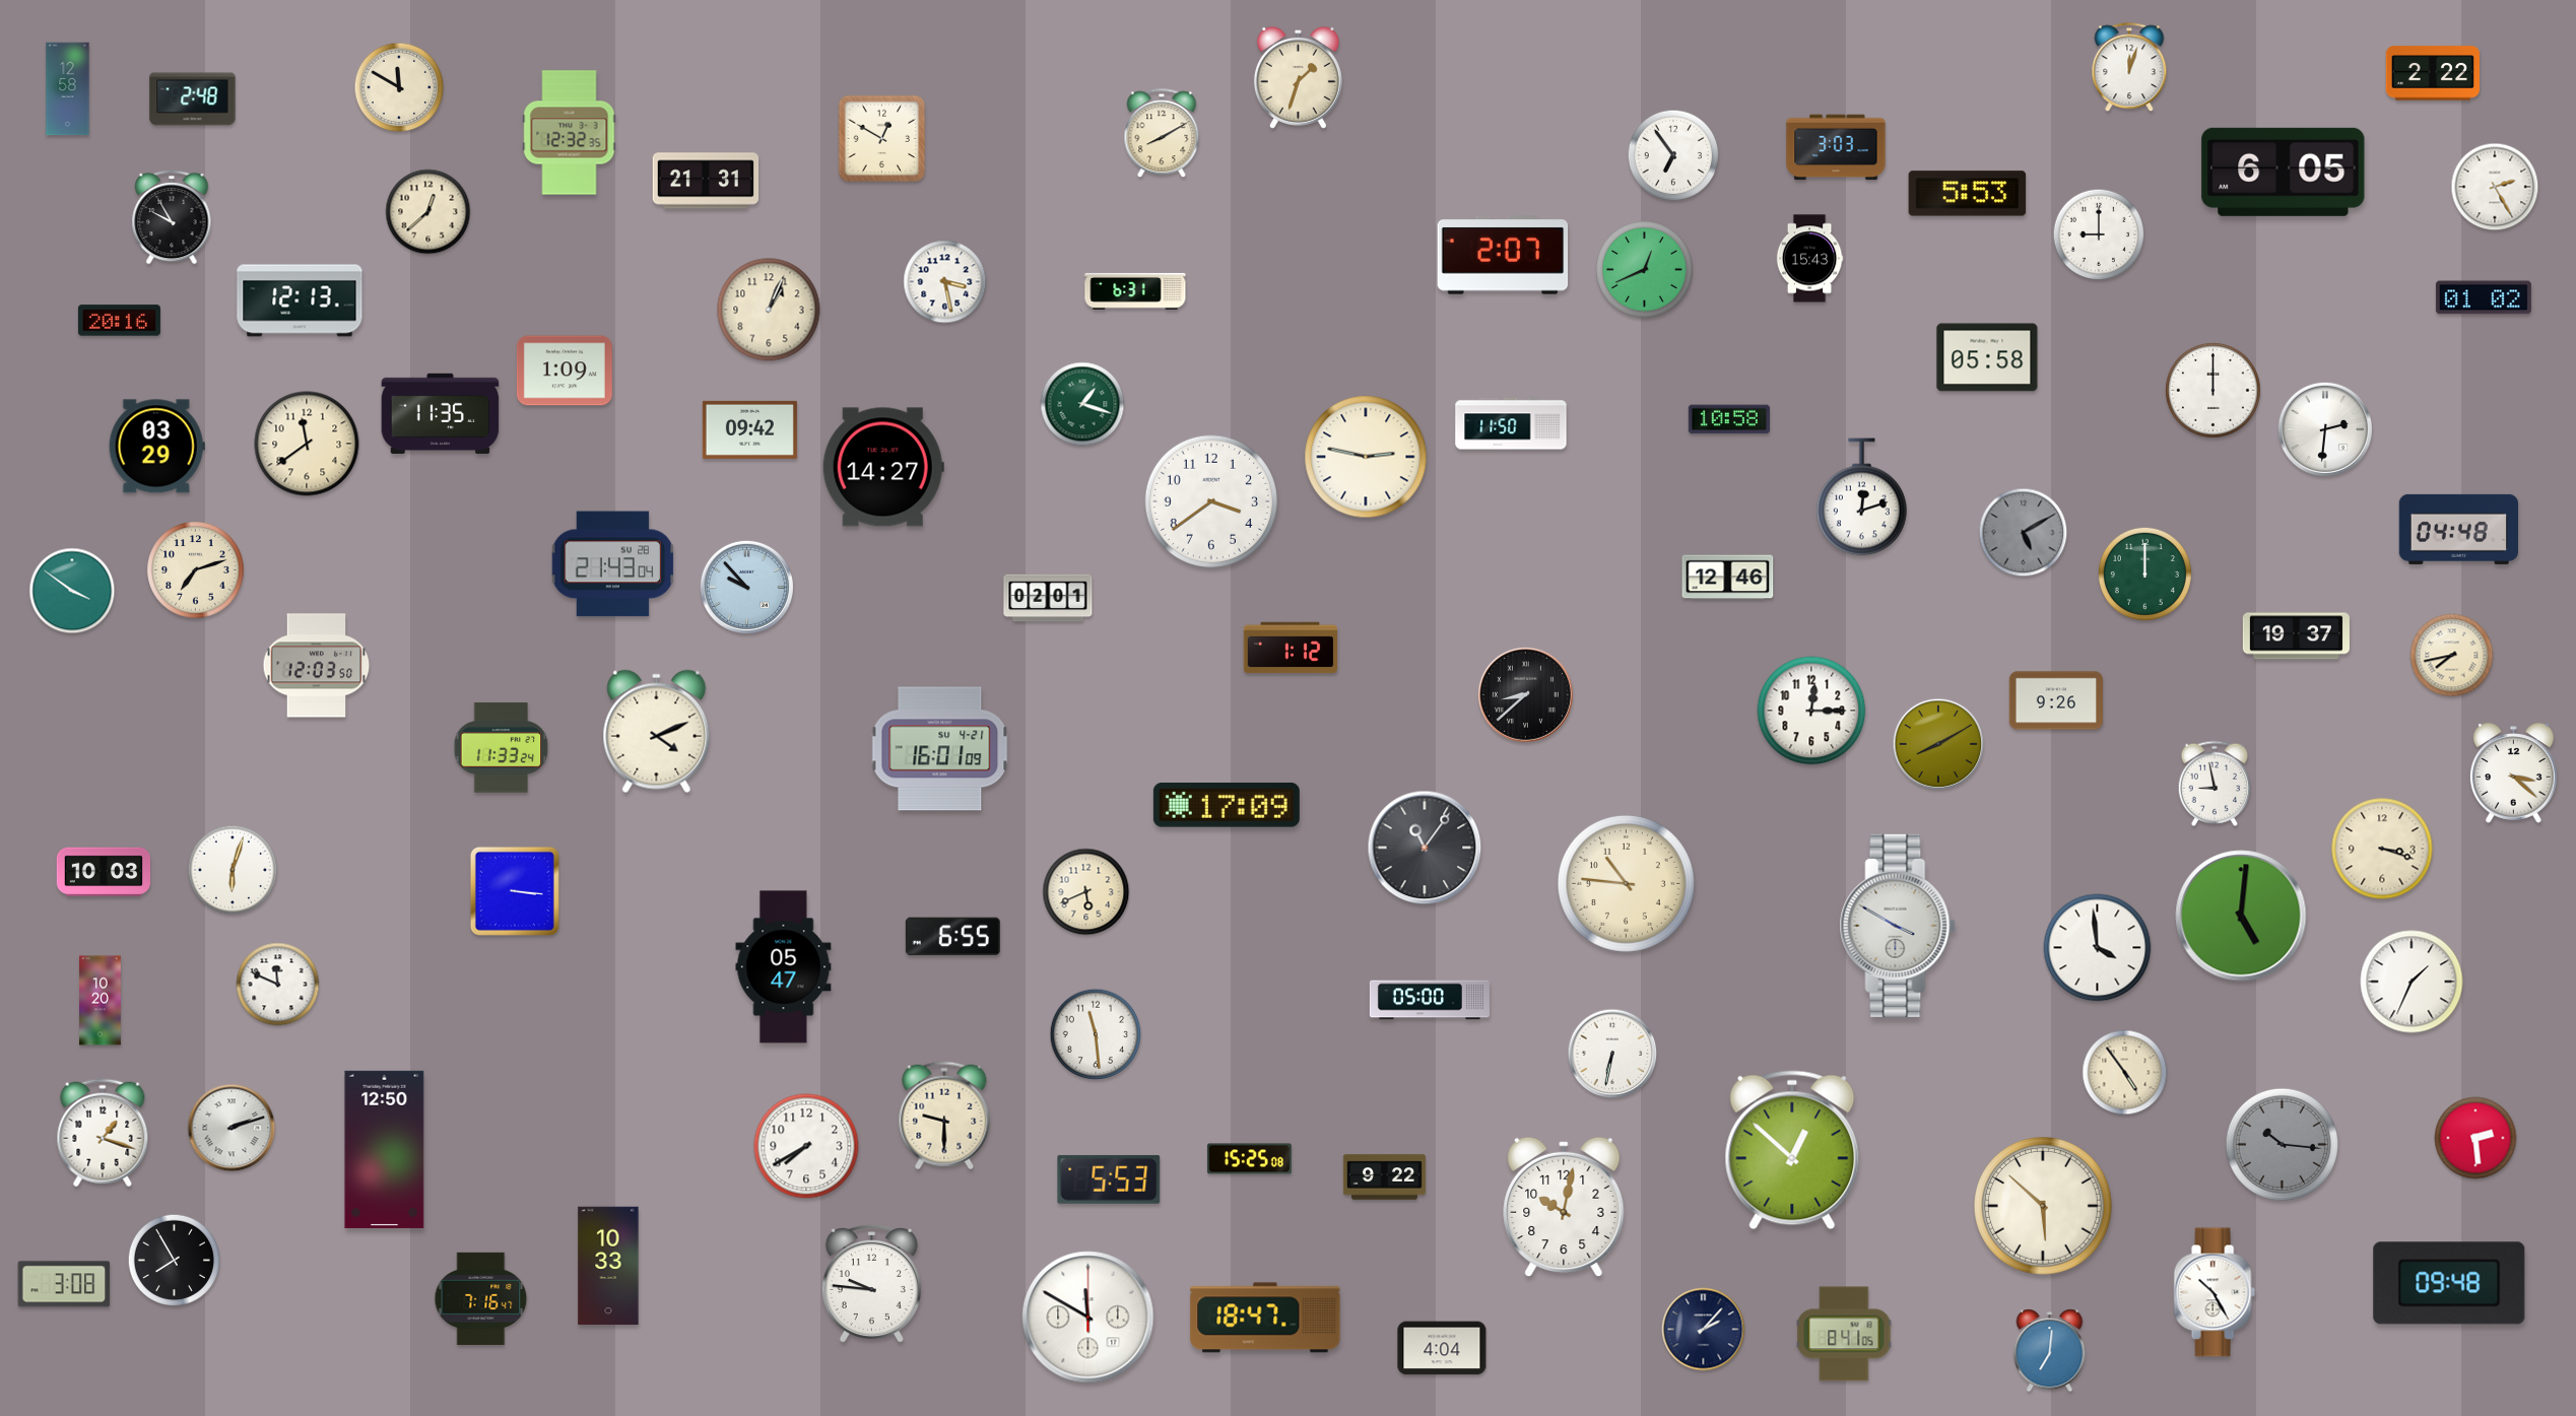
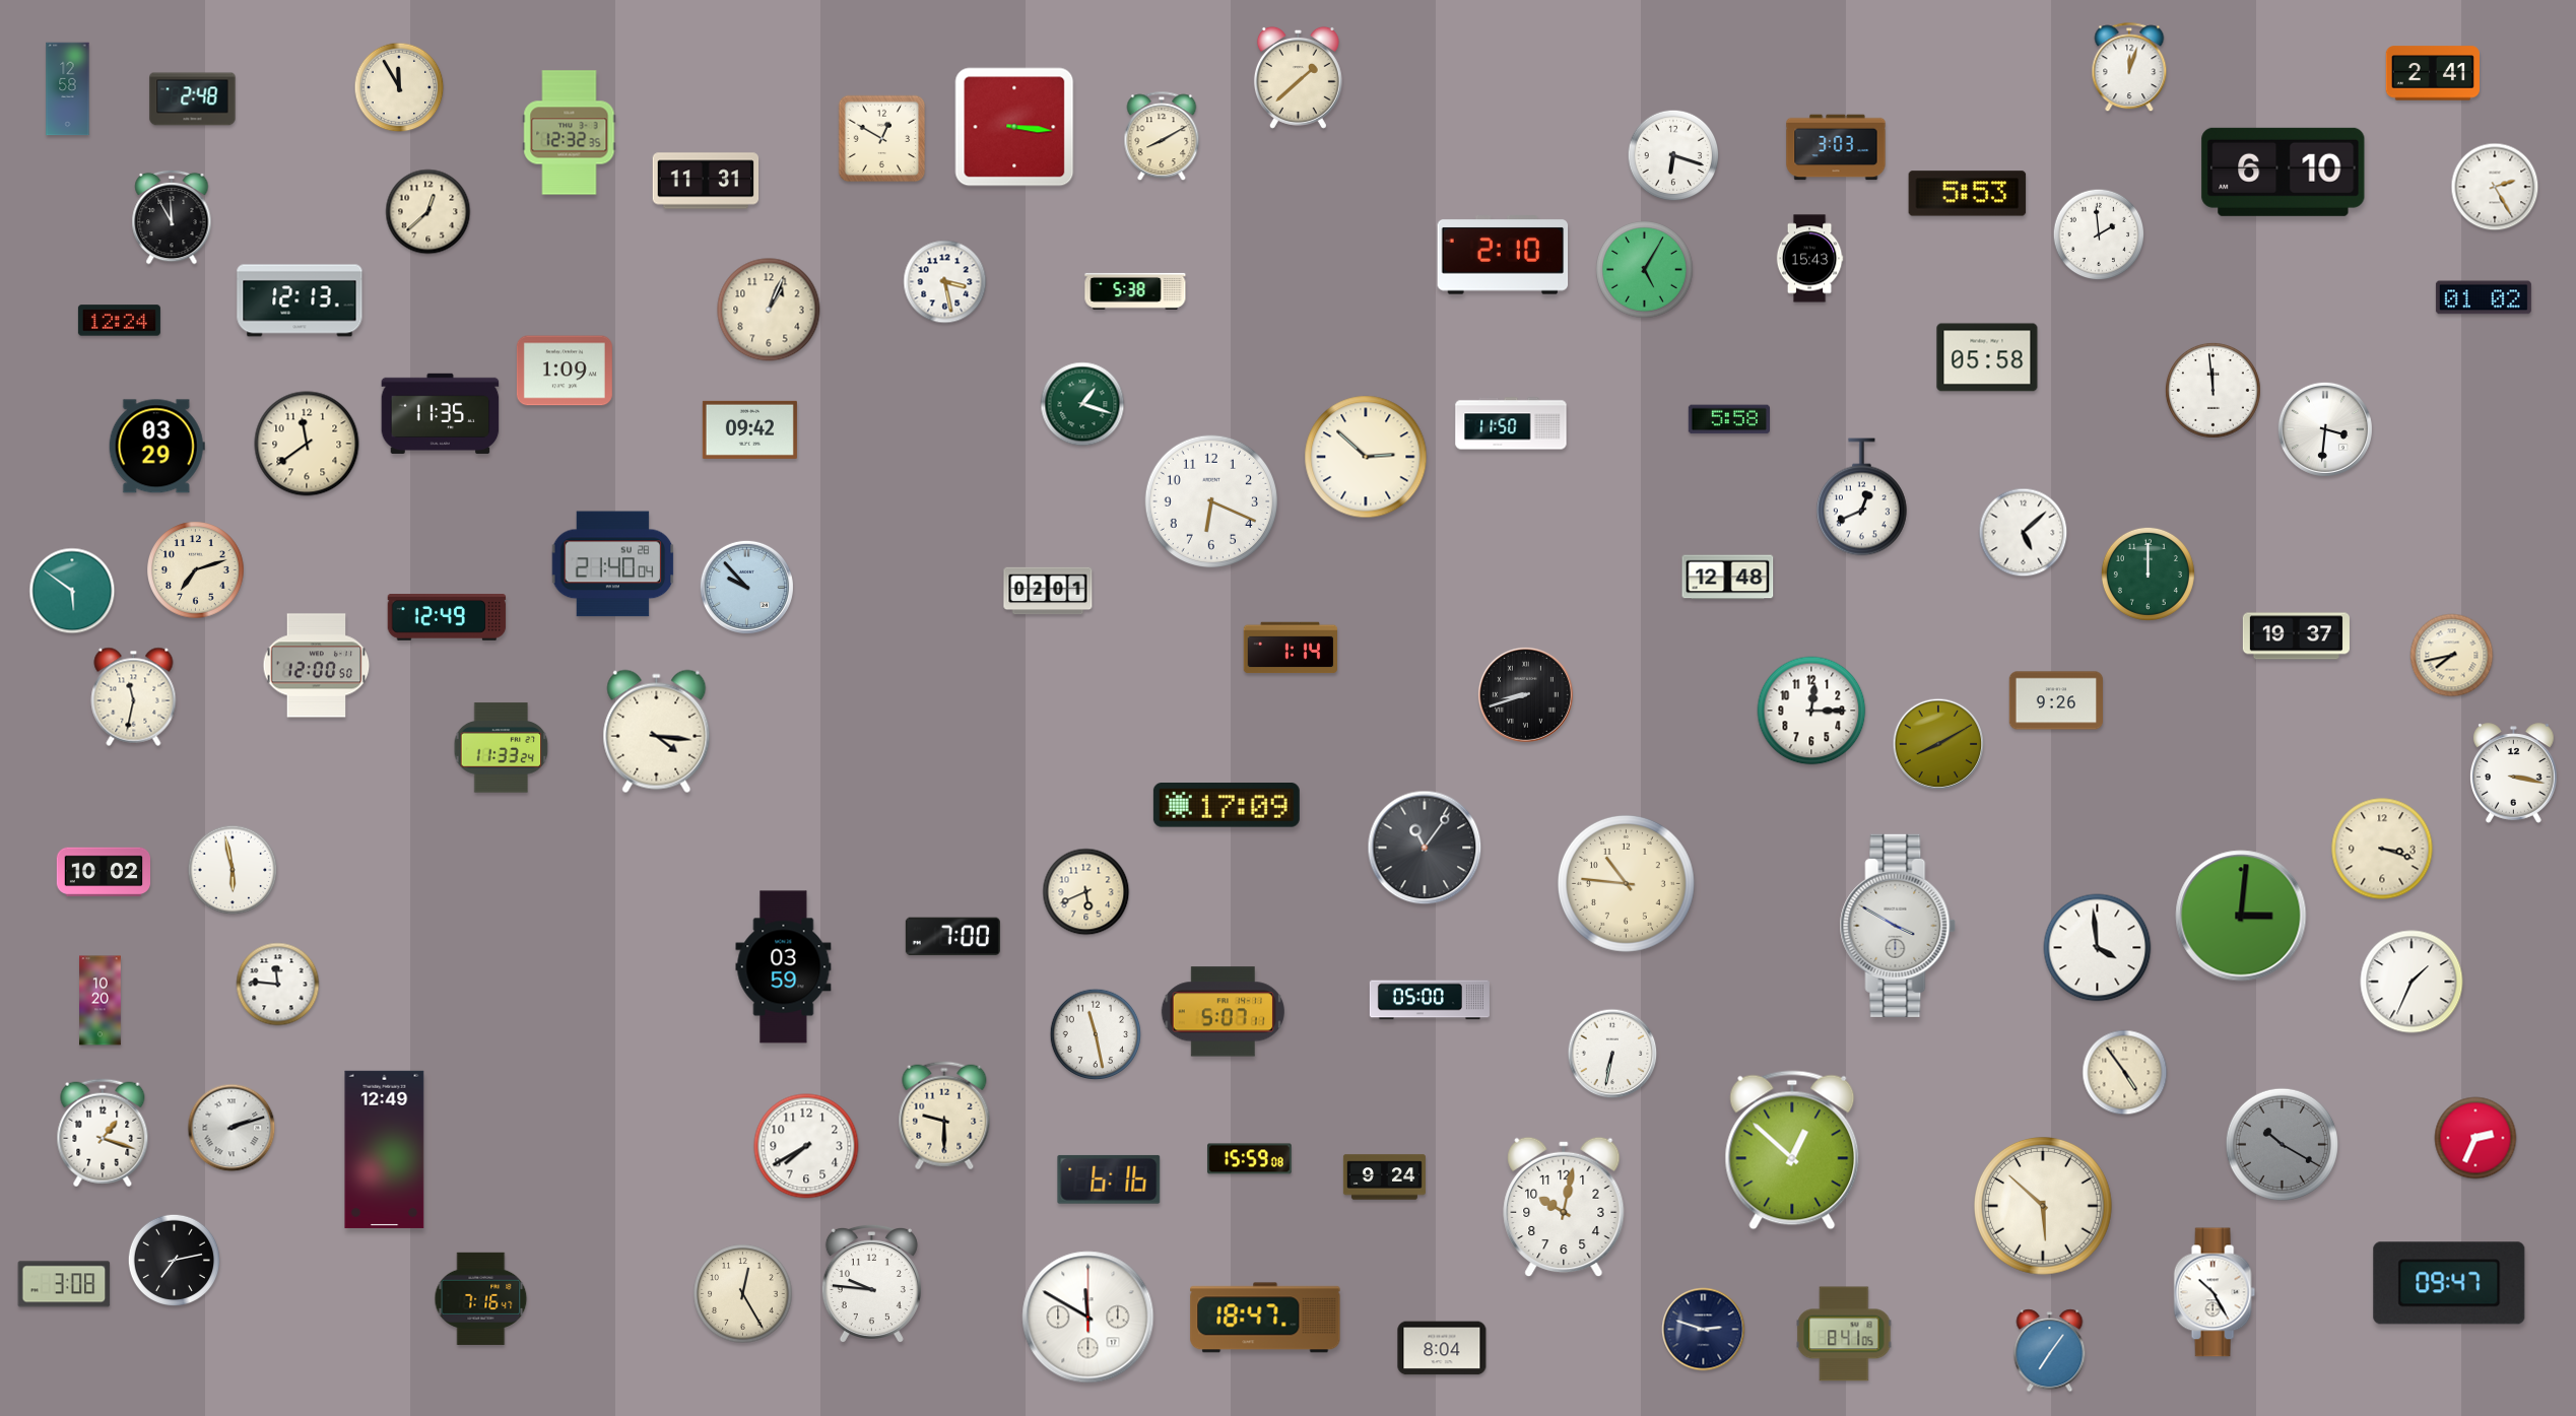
clock at (2432, 73): 2:22 -> 2:41
clock at (1298, 77): 1:33 -> 1:38
clock at (399, 87): 11:50 -> 11:55
clock at (1014, 127): none -> 3:16
clock at (1162, 134) position: (1162, 134) -> (1162, 137)
clock at (1673, 155): 6:54 -> 6:18
clock at (2284, 172): 6:05 -> 6:10
clock at (706, 181): 21:31 -> 11:31
clock at (172, 217): 9:55 -> 11:55
clock at (2099, 234): 9:00 -> 1:59
clock at (1503, 256): 2:07 -> 2:10
clock at (1645, 270): 12:41 -> 5:05
clock at (1135, 291): 6:31 -> 5:38
clock at (119, 321): 20:16 -> 12:24
clock at (2212, 390): 12:00 -> 11:59
clock at (1729, 419): 10:58 -> 5:58
clock at (2325, 429): 2:31 -> 3:31
clock at (1366, 457): 2:47 -> 2:52
clock at (883, 467): 14:27 -> none
clock at (1862, 497): 12:12 -> 12:41
clock at (1211, 501): 3:39 -> 6:19
clock at (2458, 529): 04:48 -> none
clock at (2024, 533): 5:10 -> 5:08
clock at (2024, 533) dial: grey -> white
clock at (613, 564): 21:43 -> 21:40
clock at (2144, 574) position: (2144, 574) -> (2148, 574)
clock at (1728, 578): 12:46 -> 12:48
clock at (72, 591): 3:51 -> 5:51
clock at (1048, 598) position: (1048, 598) -> (1048, 591)
clock at (447, 618): none -> 12:49
clock at (1290, 648): 1:12 -> 1:14
clock at (317, 666): 12:03 -> 12:00
clock at (1525, 694): 8:38 -> 8:42
clock at (134, 696): none -> 11:32
clock at (657, 732): 4:11 -> 4:16
clock at (940, 749): 16:01 -> none
clock at (2514, 773): 3:22 -> 3:17
clock at (2215, 784): 8:58 -> none
clock at (233, 870): 6:03 -> 5:58
clock at (104, 872): 10:03 -> 10:02
clock at (515, 891): 3:16 -> none
clock at (2241, 916): 5:01 -> 3:01
clock at (952, 937): 6:55 -> 7:00
clock at (784, 967): 05:47 -> 03:59
clock at (278, 985): 11:49 -> 11:46
clock at (1223, 1012): none -> 5:07
clock at (1096, 1034): 11:29 -> 11:28
clock at (2475, 1138): 2:29 -> 2:34
clock at (2282, 1144): 10:16 -> 10:20
clock at (385, 1149): 12:50 -> 12:49
clock at (1250, 1159): 15:25 -> 15:59
clock at (1384, 1177): 9:22 -> 9:24
clock at (1109, 1179): 5:53 -> 6:16
clock at (174, 1260): 7:55 -> 7:13
clock at (608, 1266): 10:33 -> none
clock at (2449, 1283): 09:48 -> 09:47
clock at (743, 1294): none -> 12:25
clock at (1704, 1330): 2:07 -> 2:48
clock at (1442, 1348): 4:04 -> 8:04
clock at (2050, 1351): 7:01 -> 7:06
